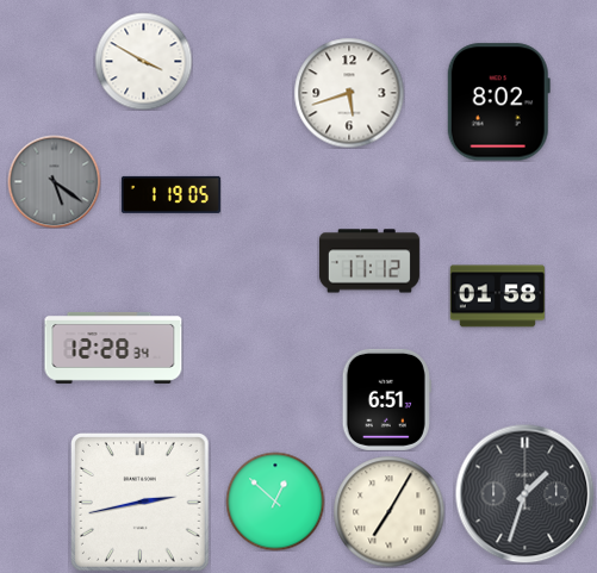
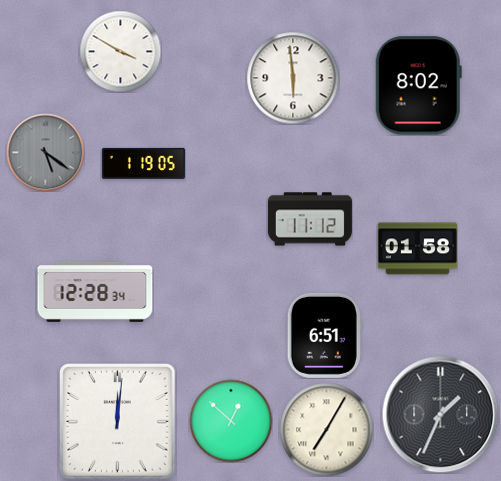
clock at (349, 93): 5:42 -> 5:59
clock at (524, 493): 1:33 -> 1:34
clock at (141, 503): 2:43 -> 12:01
